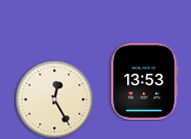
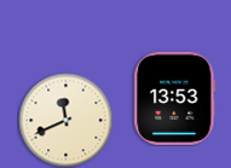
clock at (54, 99): 12:25 -> 11:41
